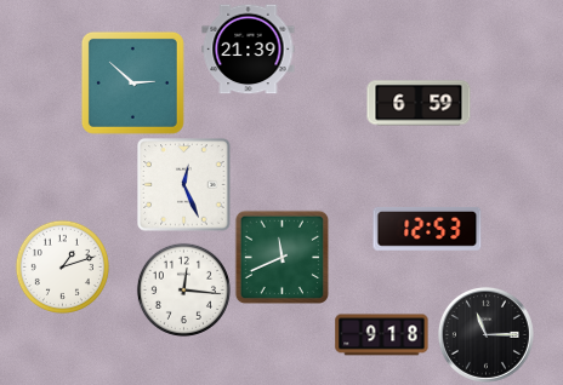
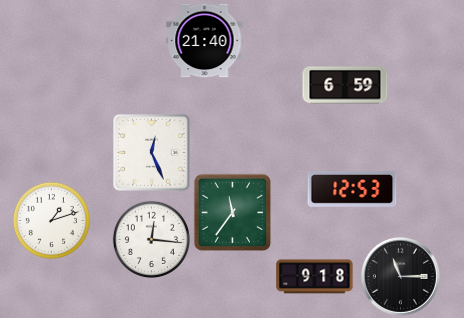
clock at (249, 50): 21:39 -> 21:40
clock at (132, 82): 2:52 -> none
clock at (281, 257): 11:41 -> 11:36
